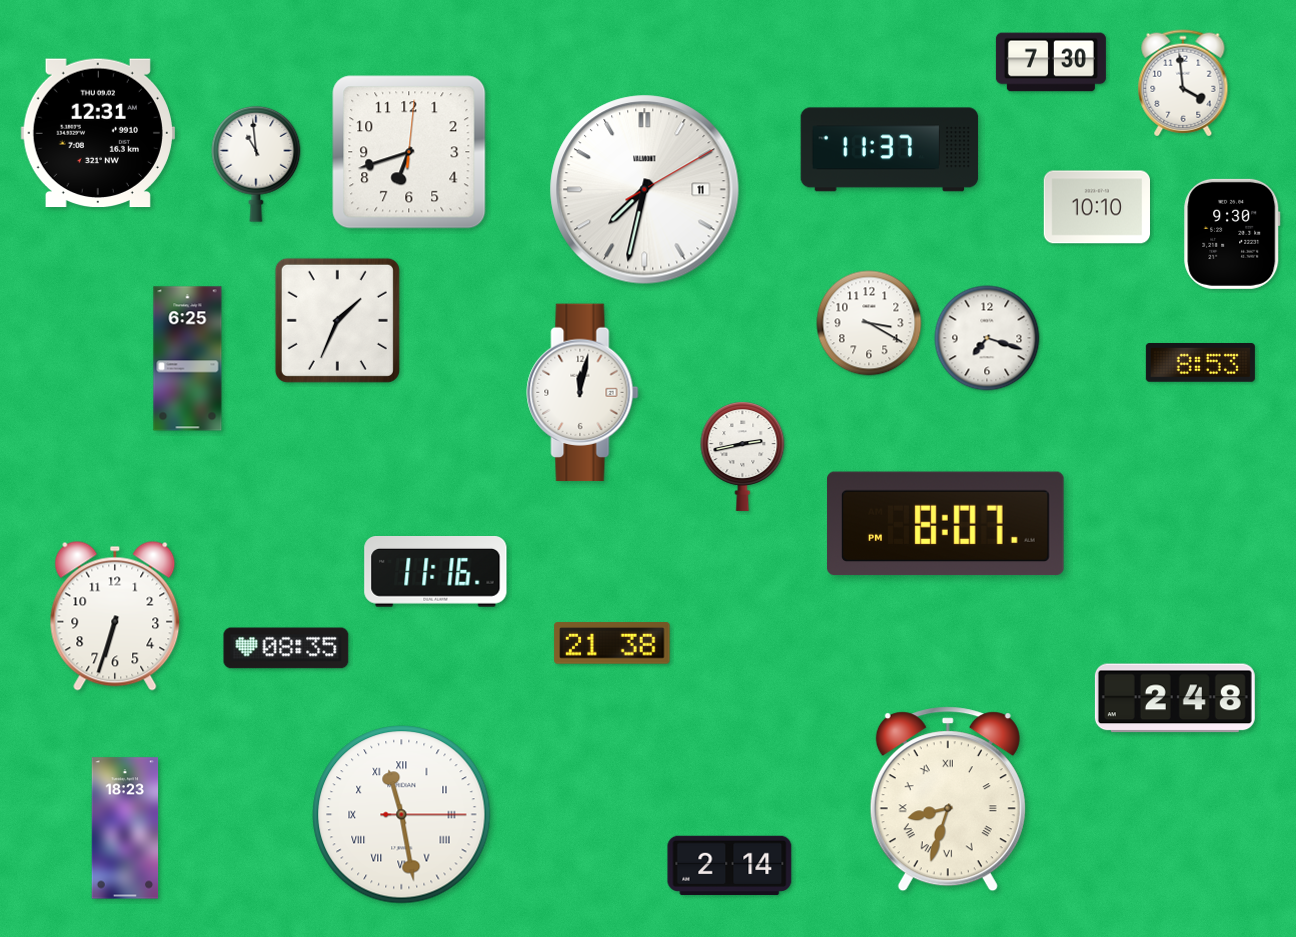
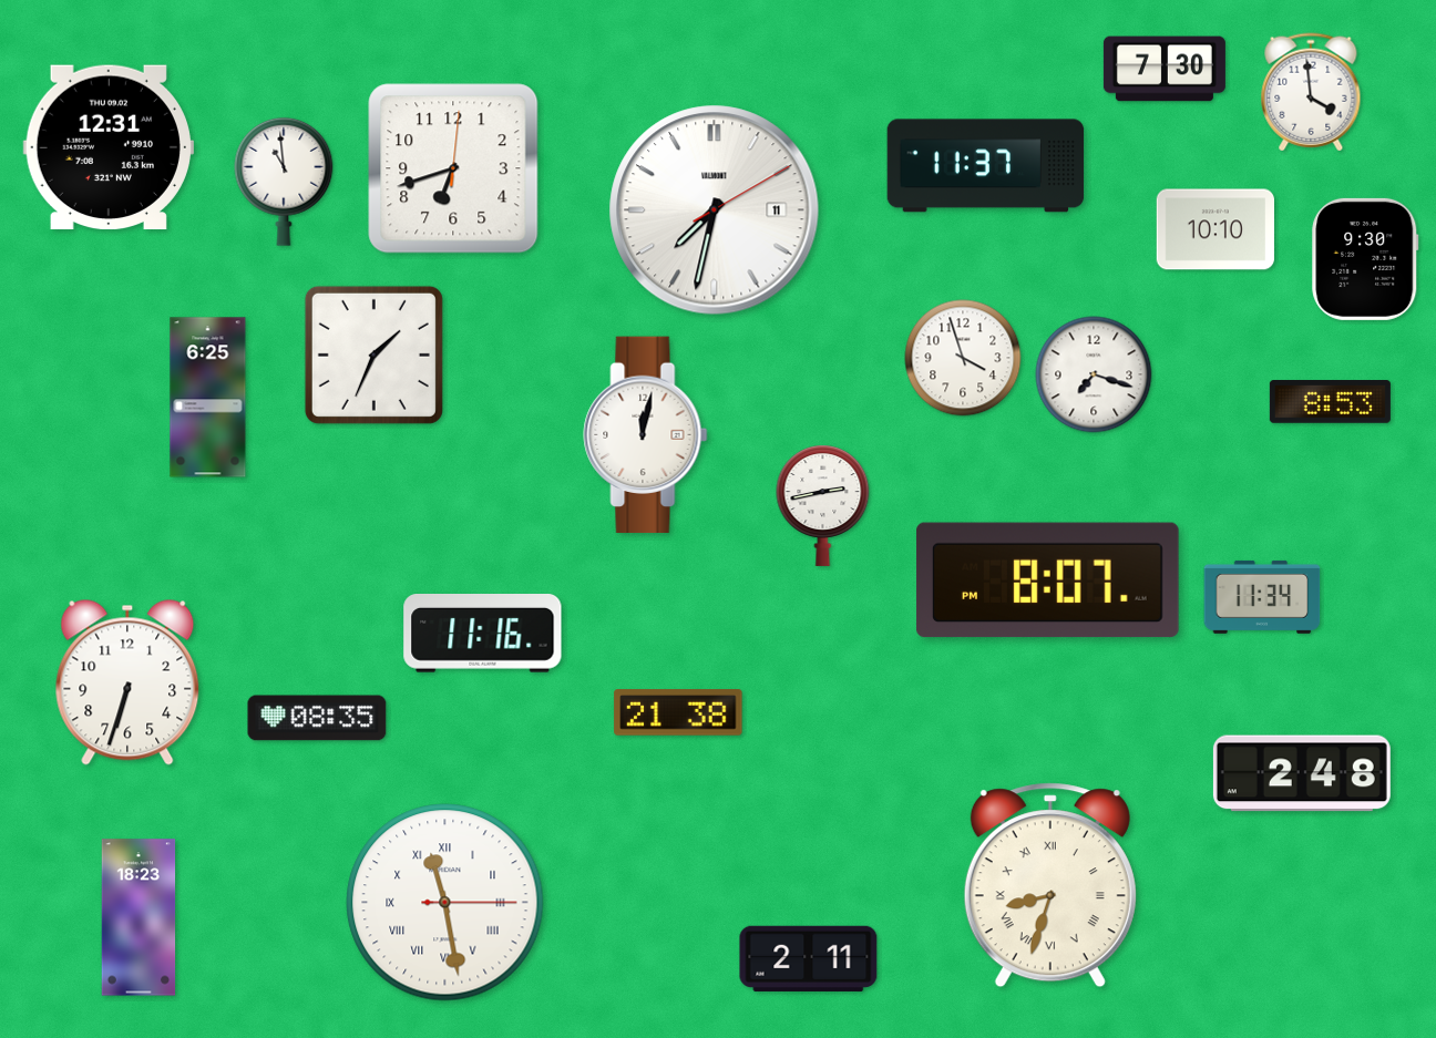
clock at (869, 323): 3:20 -> 3:57
clock at (1262, 597): none -> 11:34
clock at (730, 865): 2:14 -> 2:11
